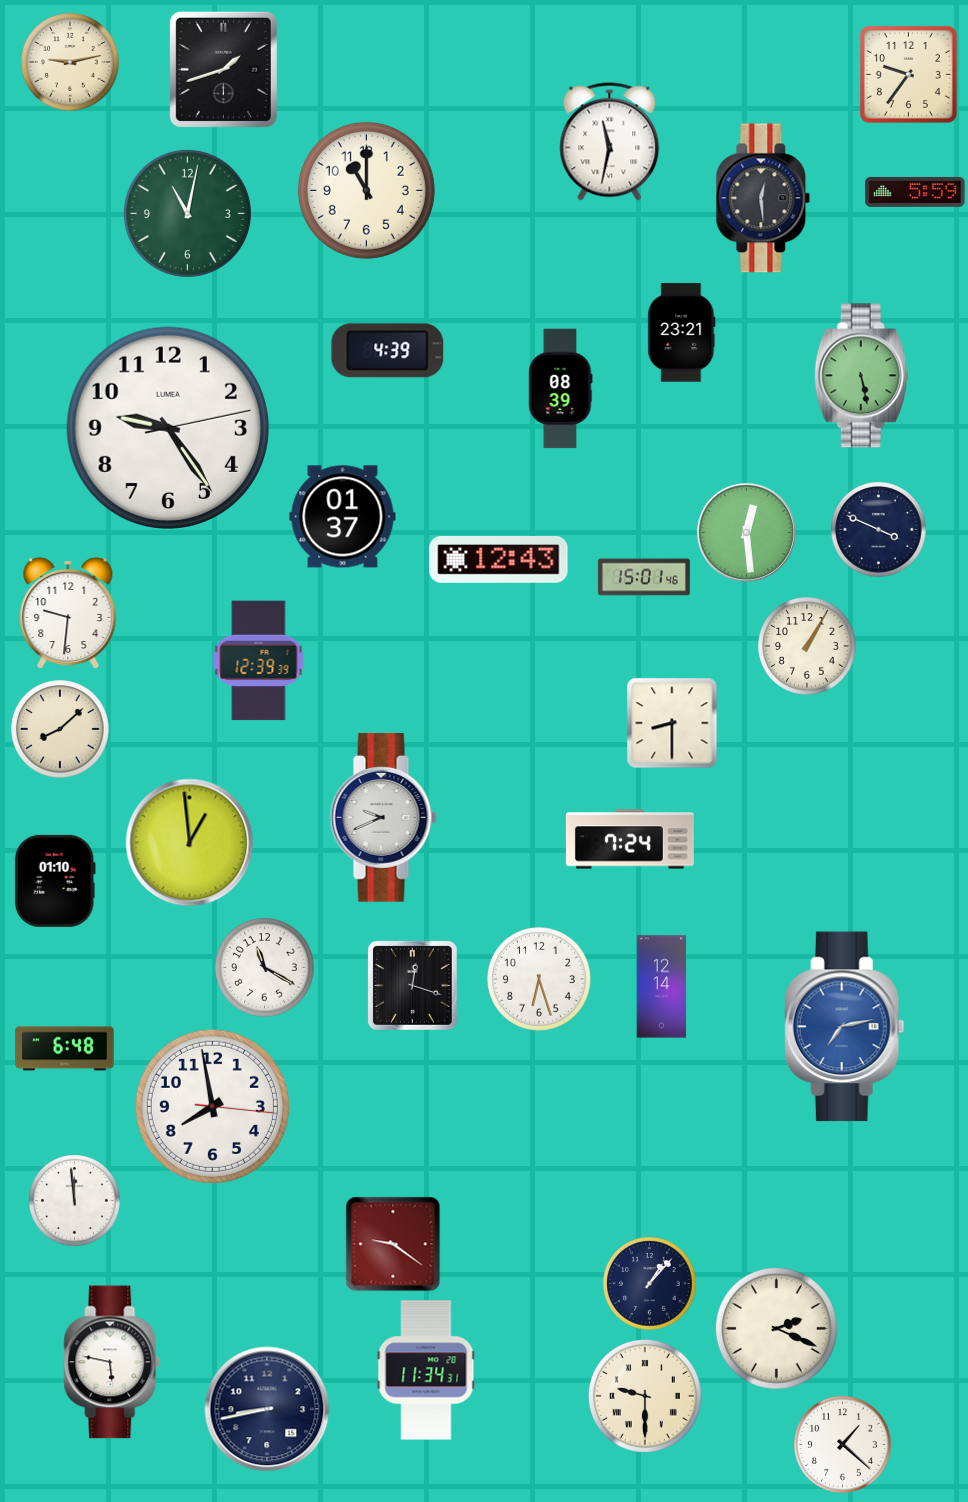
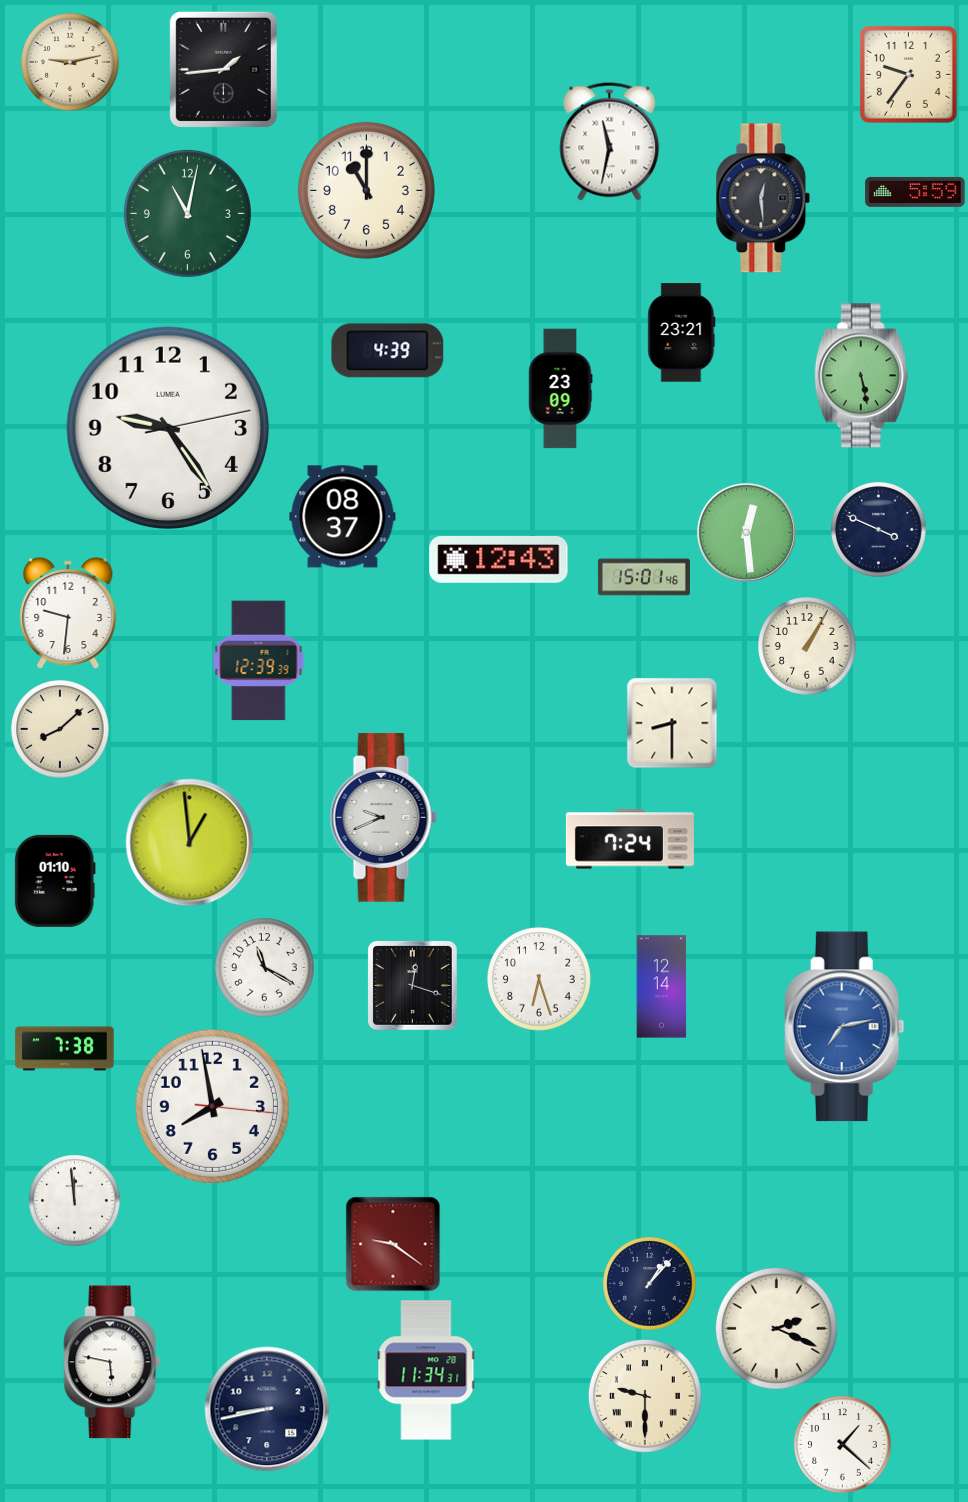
clock at (223, 69): 1:42 -> 1:44
clock at (561, 389): 08:39 -> 23:09
clock at (343, 517): 01:37 -> 08:37
clock at (65, 1049): 6:48 -> 7:38
